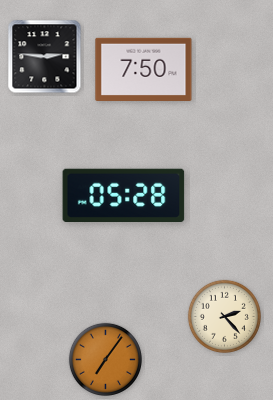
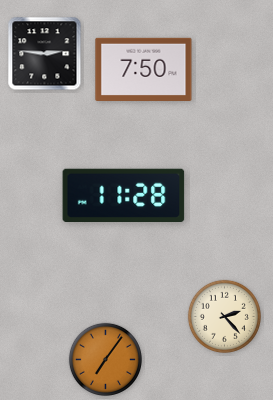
clock at (45, 57) position: (45, 57) -> (45, 54)
clock at (124, 195): 05:28 -> 11:28
